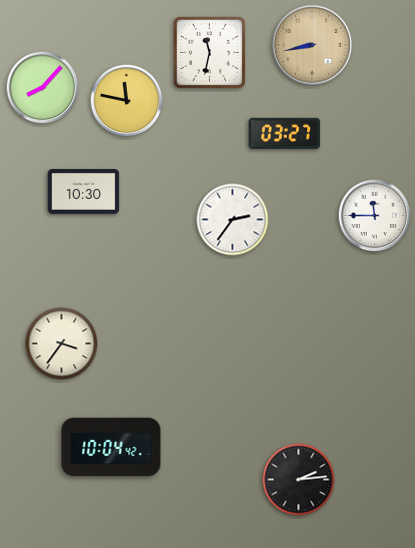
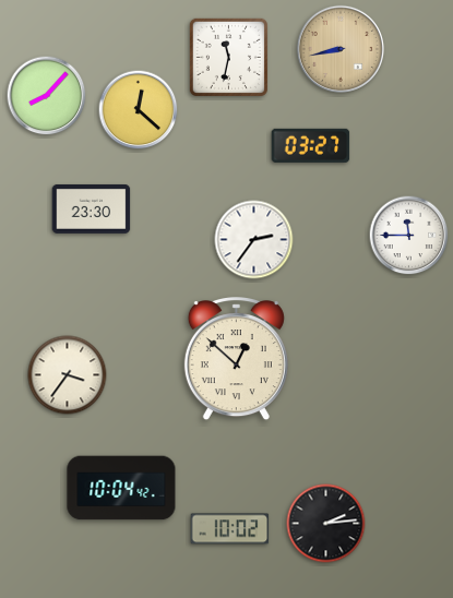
clock at (127, 101): 11:47 -> 12:22
clock at (84, 192): 10:30 -> 23:30
clock at (236, 360): none -> 12:52
clock at (230, 529): none -> 10:02
